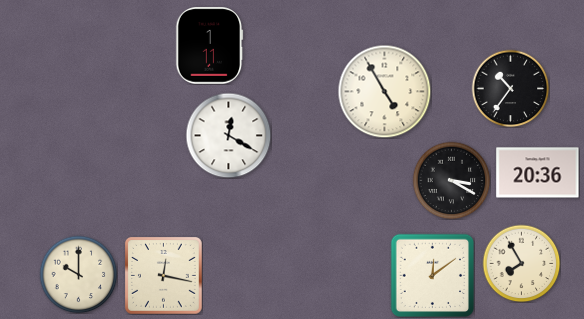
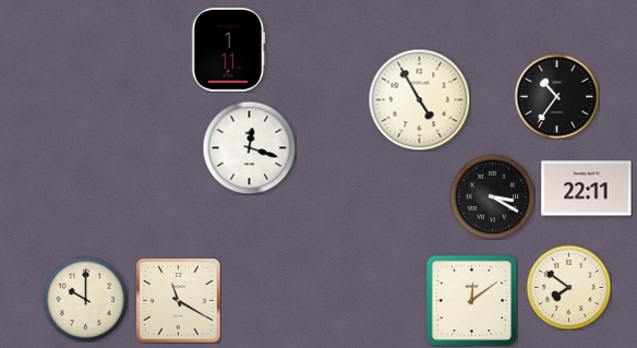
clock at (228, 135): 12:20 -> 12:18
clock at (538, 173): 20:36 -> 22:11
clock at (521, 263): 7:55 -> 7:51
clock at (164, 276): 12:17 -> 11:20
